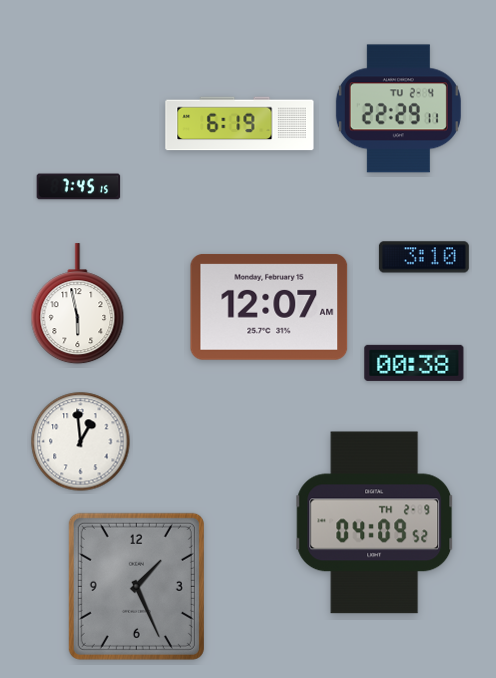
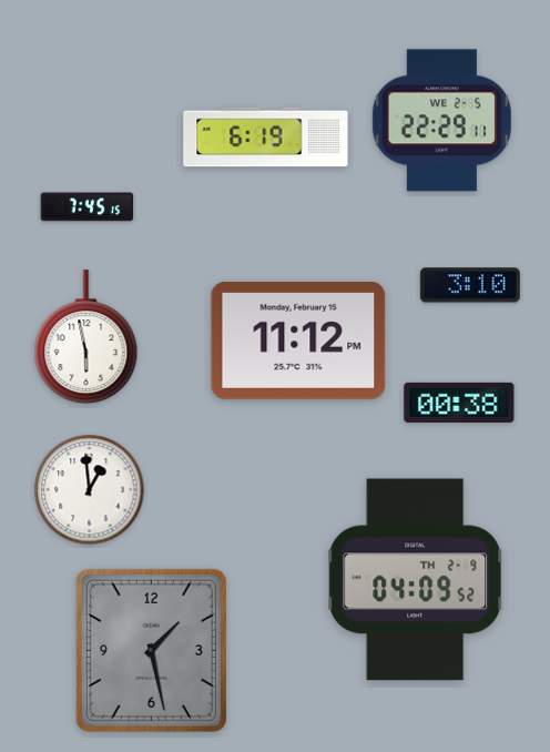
clock at (398, 109) date: TU 2-4 -> WE 2-5
clock at (269, 307): 12:07 -> 11:12
clock at (136, 586): 1:26 -> 1:28
